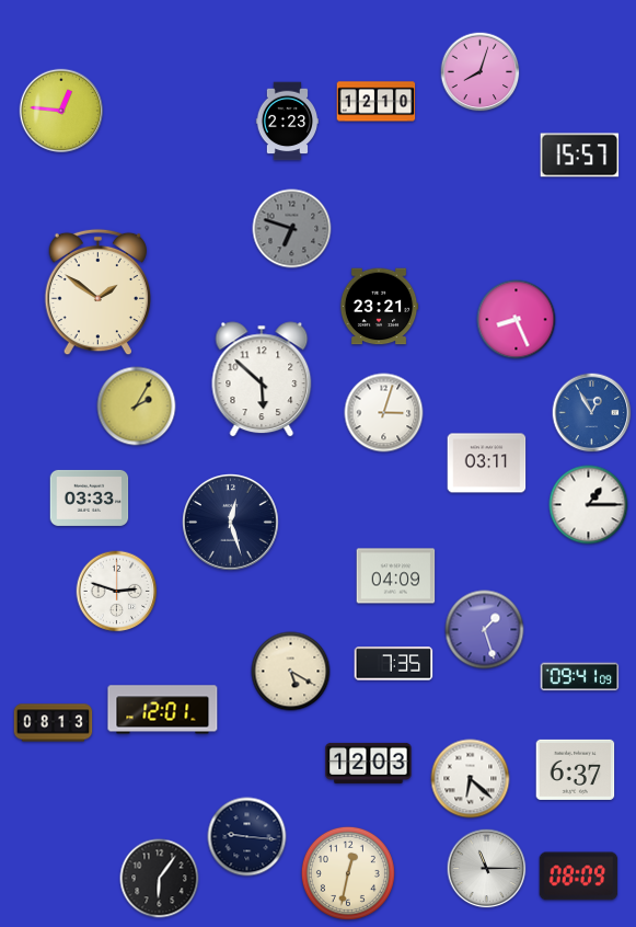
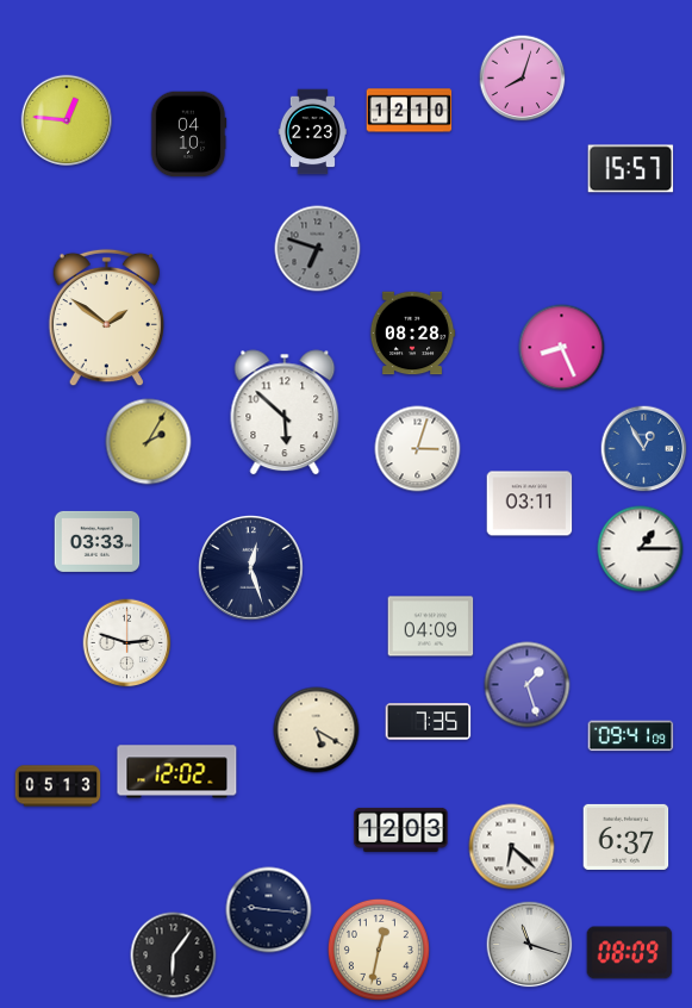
clock at (188, 135): none -> 04:10
clock at (379, 307): 23:21 -> 08:28
clock at (163, 710): 12:01 -> 12:02
clock at (54, 723): 08:13 -> 05:13
clock at (487, 869): 11:15 -> 11:18
